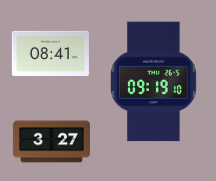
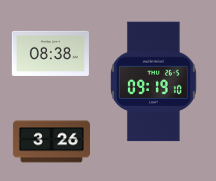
clock at (50, 53): 08:41 -> 08:38
clock at (51, 142): 3:27 -> 3:26
